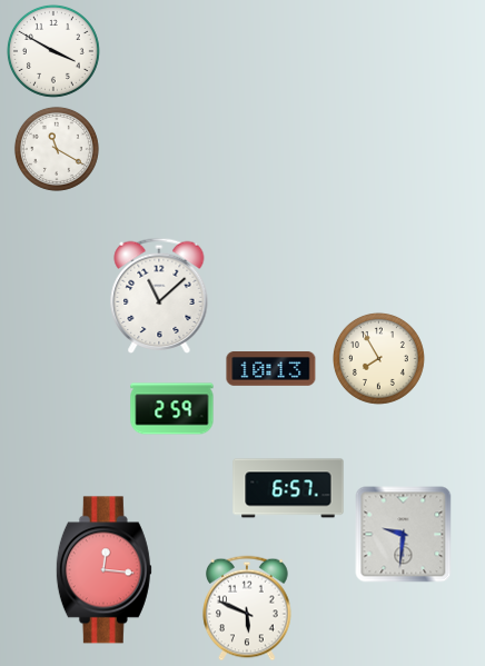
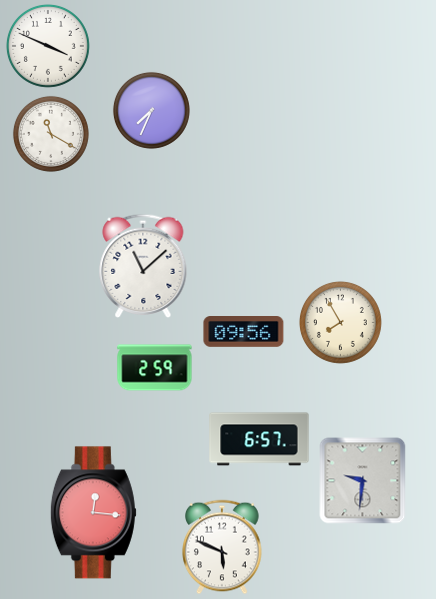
clock at (53, 51): 3:50 -> 3:49
clock at (151, 110): none -> 7:34
clock at (271, 369): 10:13 -> 09:56
